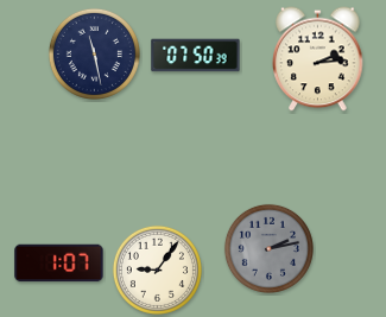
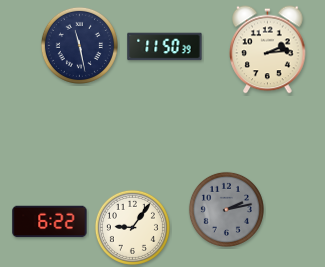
clock at (196, 56): 07:50 -> 11:50
clock at (59, 264): 1:07 -> 6:22
